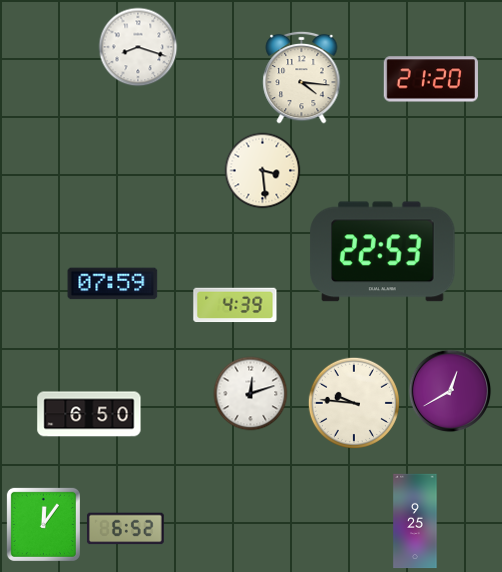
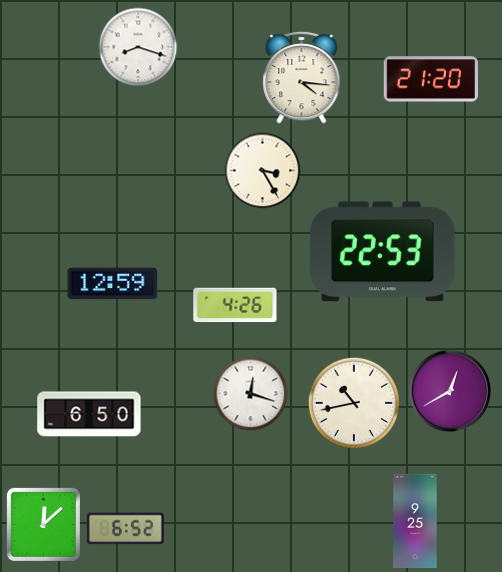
clock at (263, 171): 3:29 -> 3:25
clock at (113, 284): 07:59 -> 12:59
clock at (235, 305): 4:39 -> 4:26
clock at (251, 394): 12:12 -> 12:18
clock at (353, 402): 9:46 -> 10:43
clock at (43, 524): 12:06 -> 12:08
